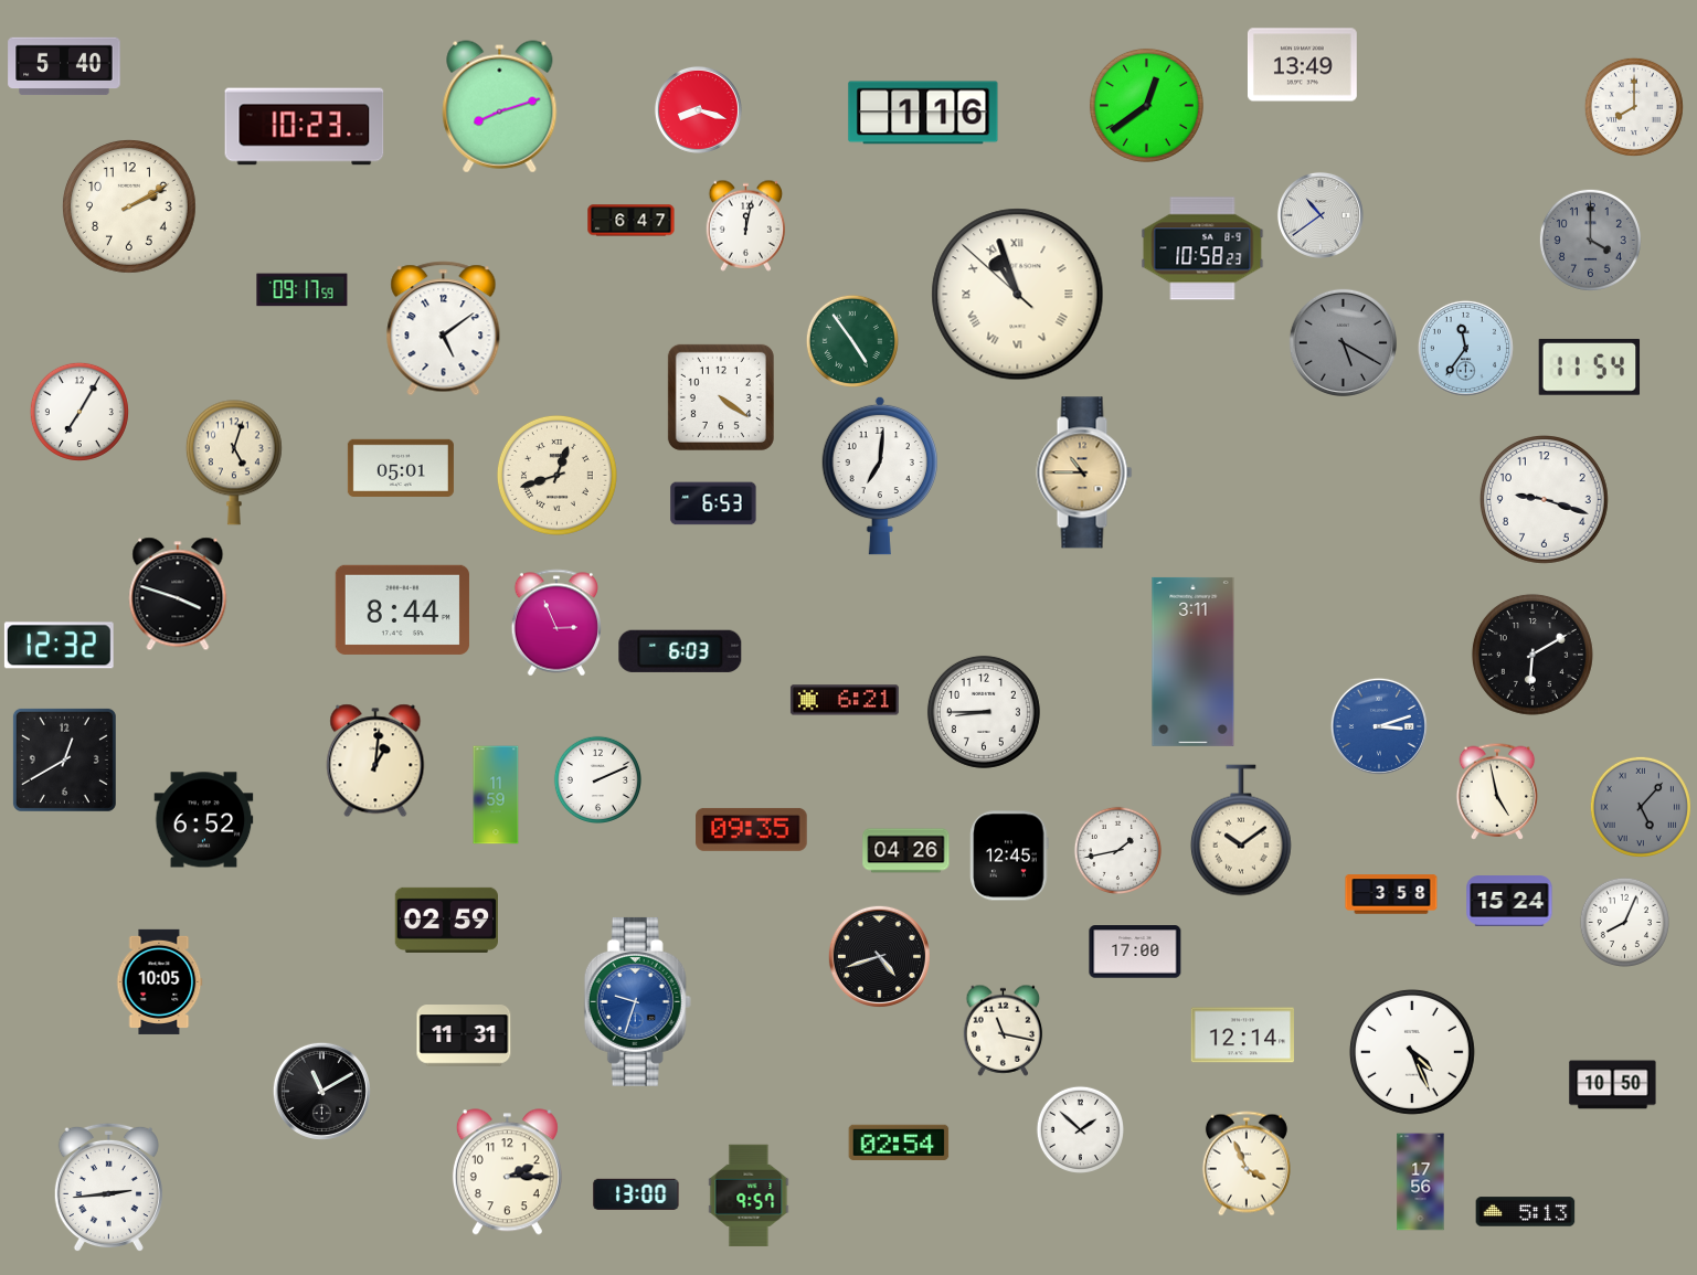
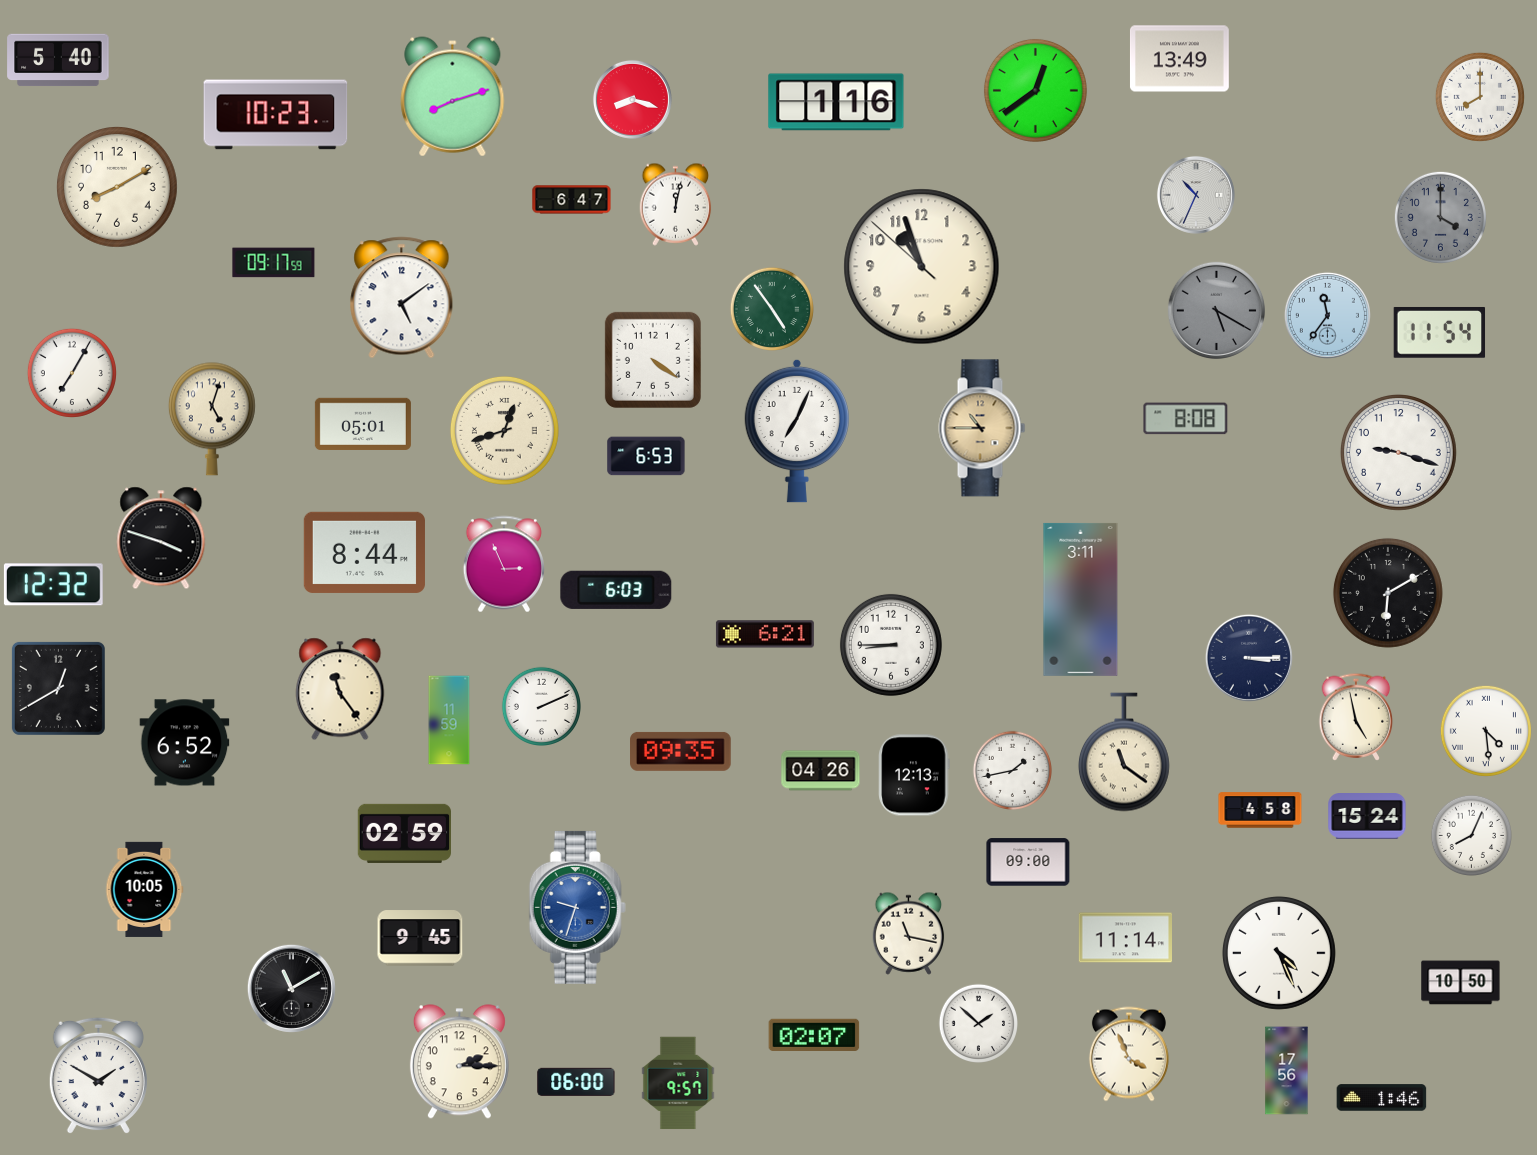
clock at (1146, 105) position: (1146, 105) -> (1035, 90)
clock at (130, 208): 2:10 -> 8:10
clock at (1321, 215): 10:39 -> 10:34
clock at (1202, 248): 10:58 -> none
clock at (1018, 295) numerals: Roman -> Arabic
clock at (1186, 419): none -> 8:08
clock at (880, 476): 7:01 -> 7:04
clock at (1379, 726): 3:12 -> 3:15
clock at (1379, 726) dial: blue -> navy
clock at (375, 761): 1:01 -> 11:24
clock at (1641, 807): 5:07 -> 4:29
clock at (1641, 807) dial: grey -> white
clock at (1241, 830): 10:09 -> 11:21
clock at (1009, 856): 12:45 -> 12:13
clock at (1391, 894): 3:58 -> 4:58
clock at (1135, 952): 17:00 -> 09:00
clock at (879, 956): 4:42 -> none
clock at (464, 1035): 11:31 -> 9:45
clock at (1242, 1035): 12:14 -> 11:14
clock at (899, 1141): 02:54 -> 02:07
clock at (108, 1188): 2:44 -> 1:50
clock at (636, 1194): 13:00 -> 06:00
clock at (1526, 1212): 5:13 -> 1:46
